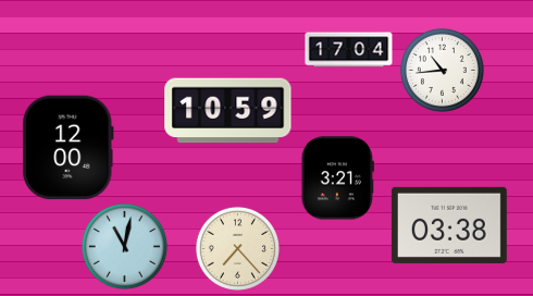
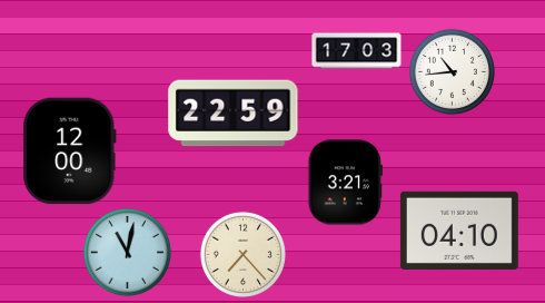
clock at (349, 50): 17:04 -> 17:03
clock at (228, 111): 10:59 -> 22:59
clock at (449, 225): 03:38 -> 04:10
